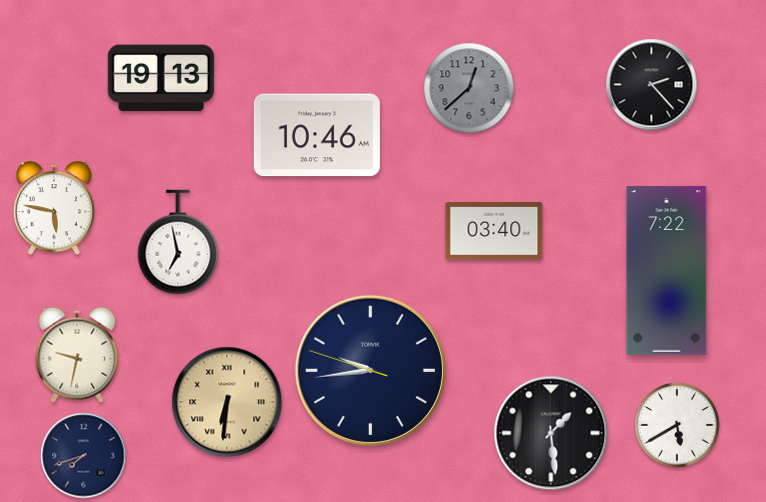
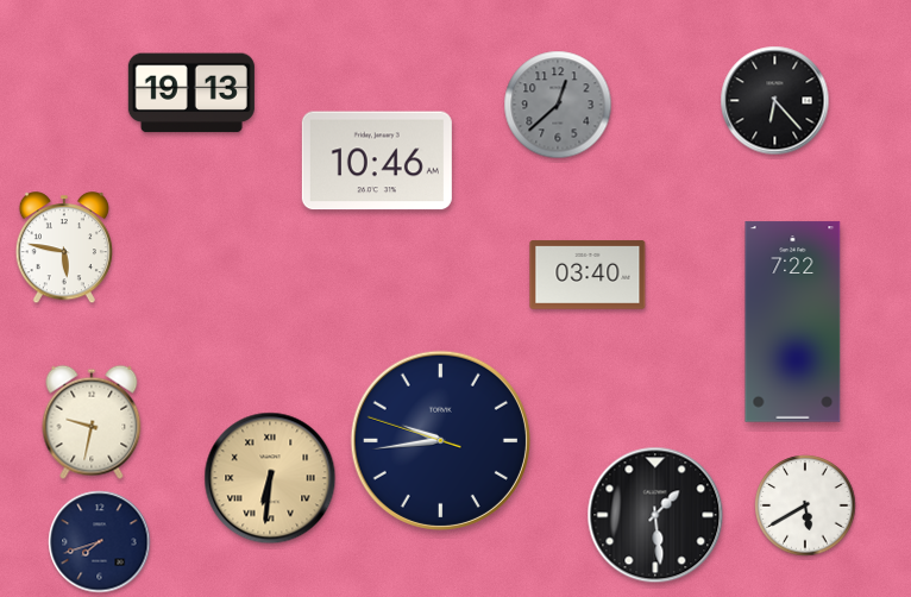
clock at (652, 85): 2:23 -> 6:23
clock at (178, 242): 6:58 -> none
